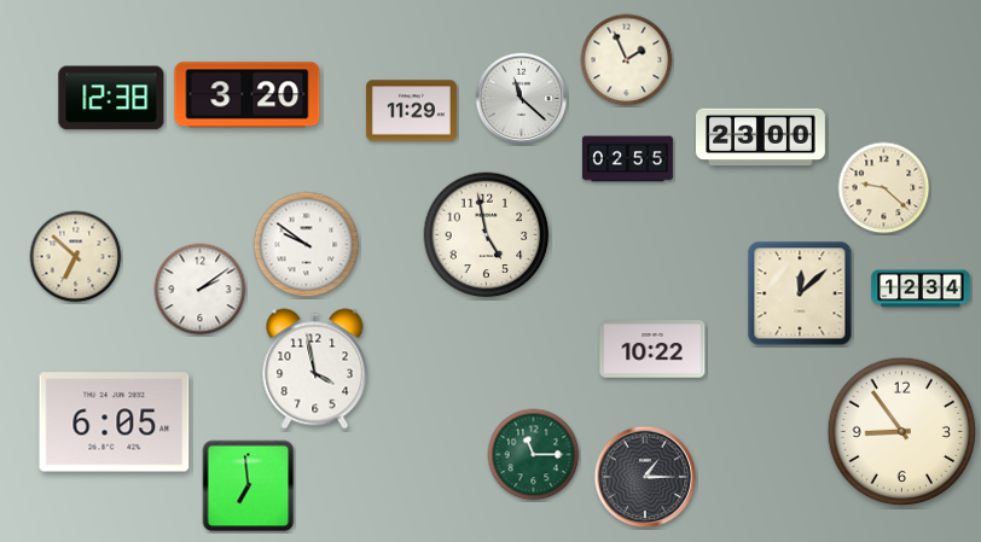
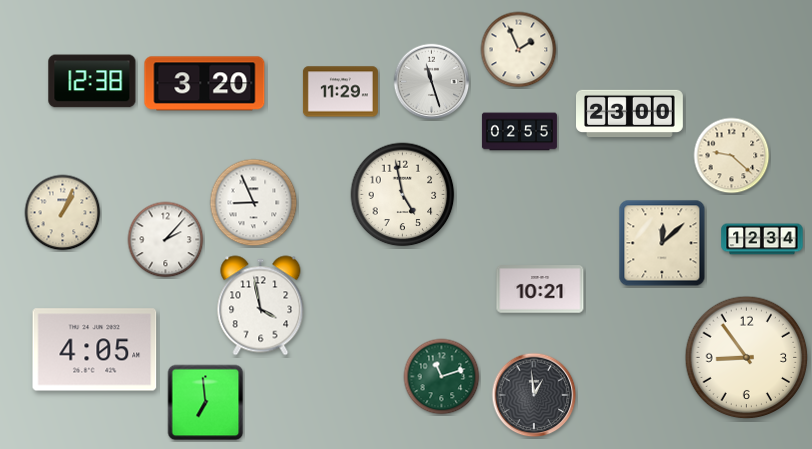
clock at (248, 95) position: (248, 95) -> (205, 84)
clock at (522, 99): 11:22 -> 11:27
clock at (307, 245): 9:51 -> 8:56
clock at (76, 257): 6:52 -> 1:04
clock at (201, 290): 2:09 -> 2:07
clock at (652, 349): 10:22 -> 10:21
clock at (115, 422): 6:05 -> 4:05
clock at (534, 455): 11:15 -> 11:12
clock at (645, 477): 1:15 -> 12:59
